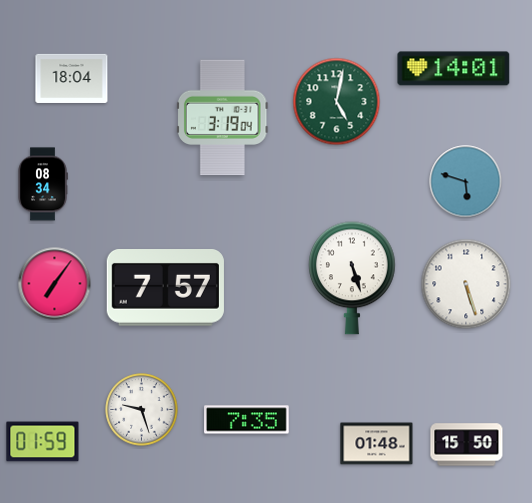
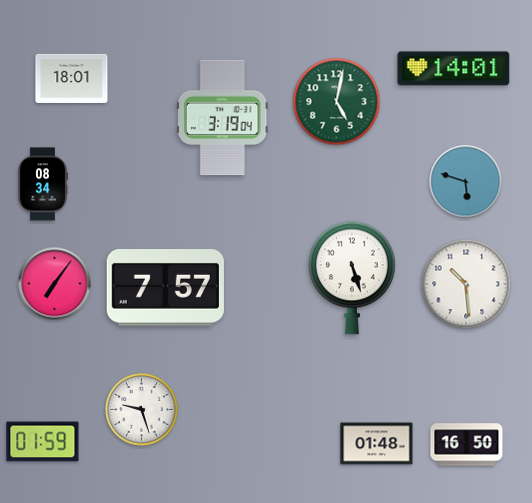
clock at (72, 78): 18:04 -> 18:01
clock at (466, 284): 5:27 -> 10:29
clock at (247, 420): 7:35 -> none
clock at (467, 445): 15:50 -> 16:50
